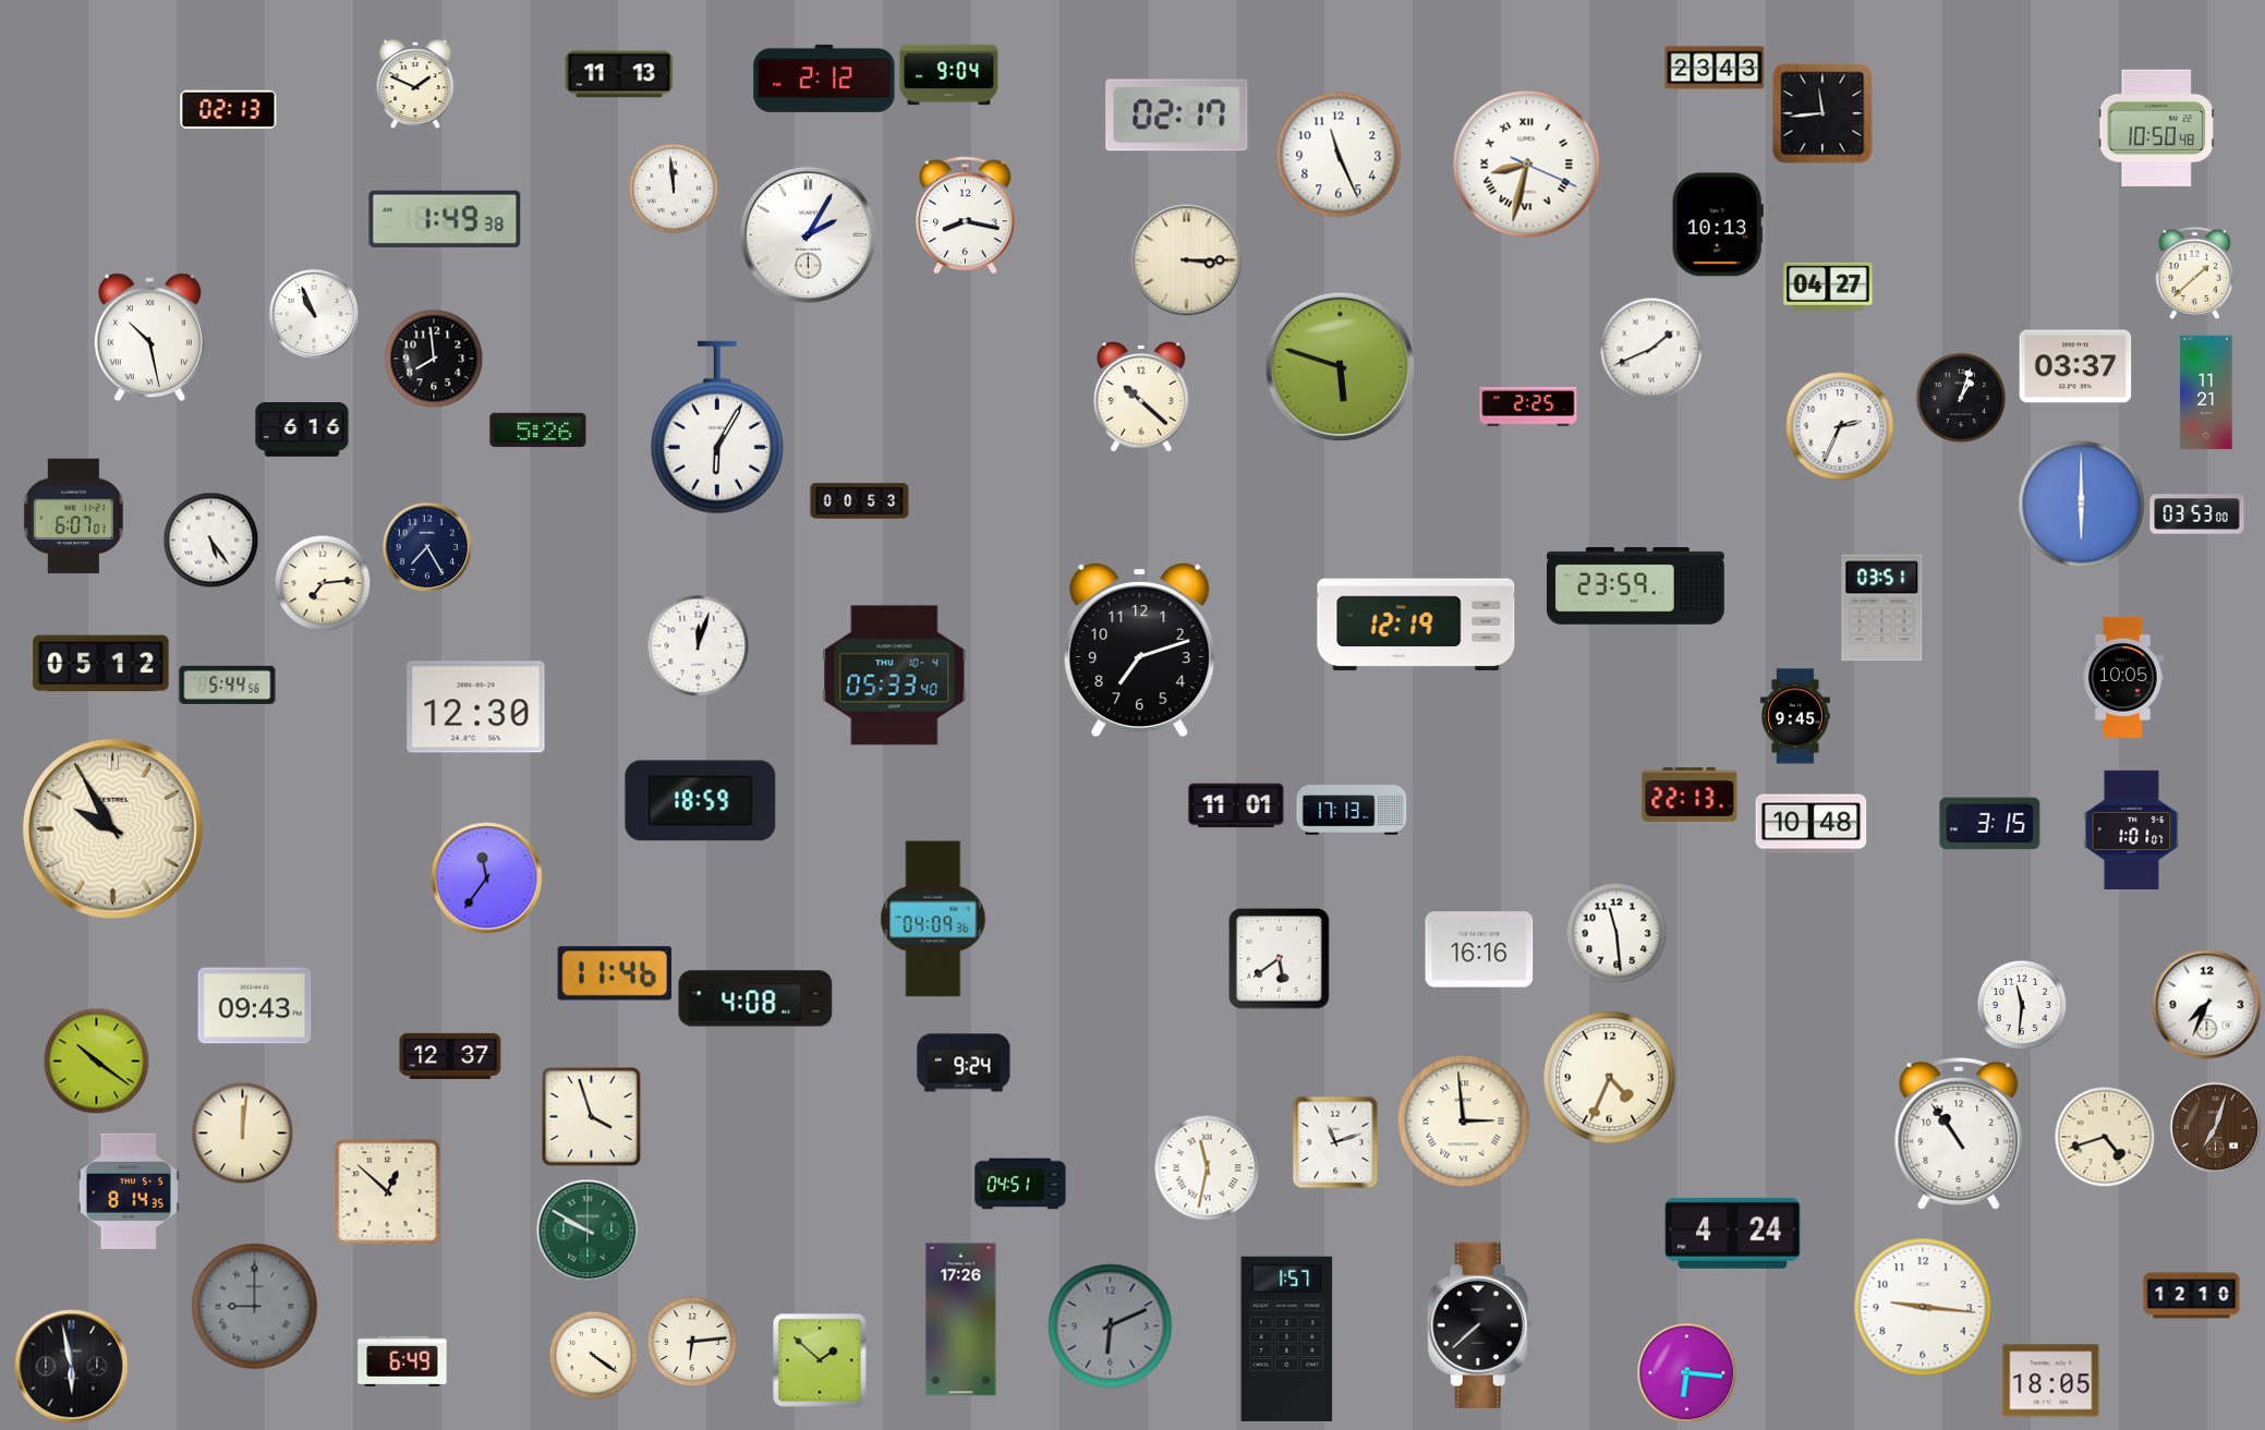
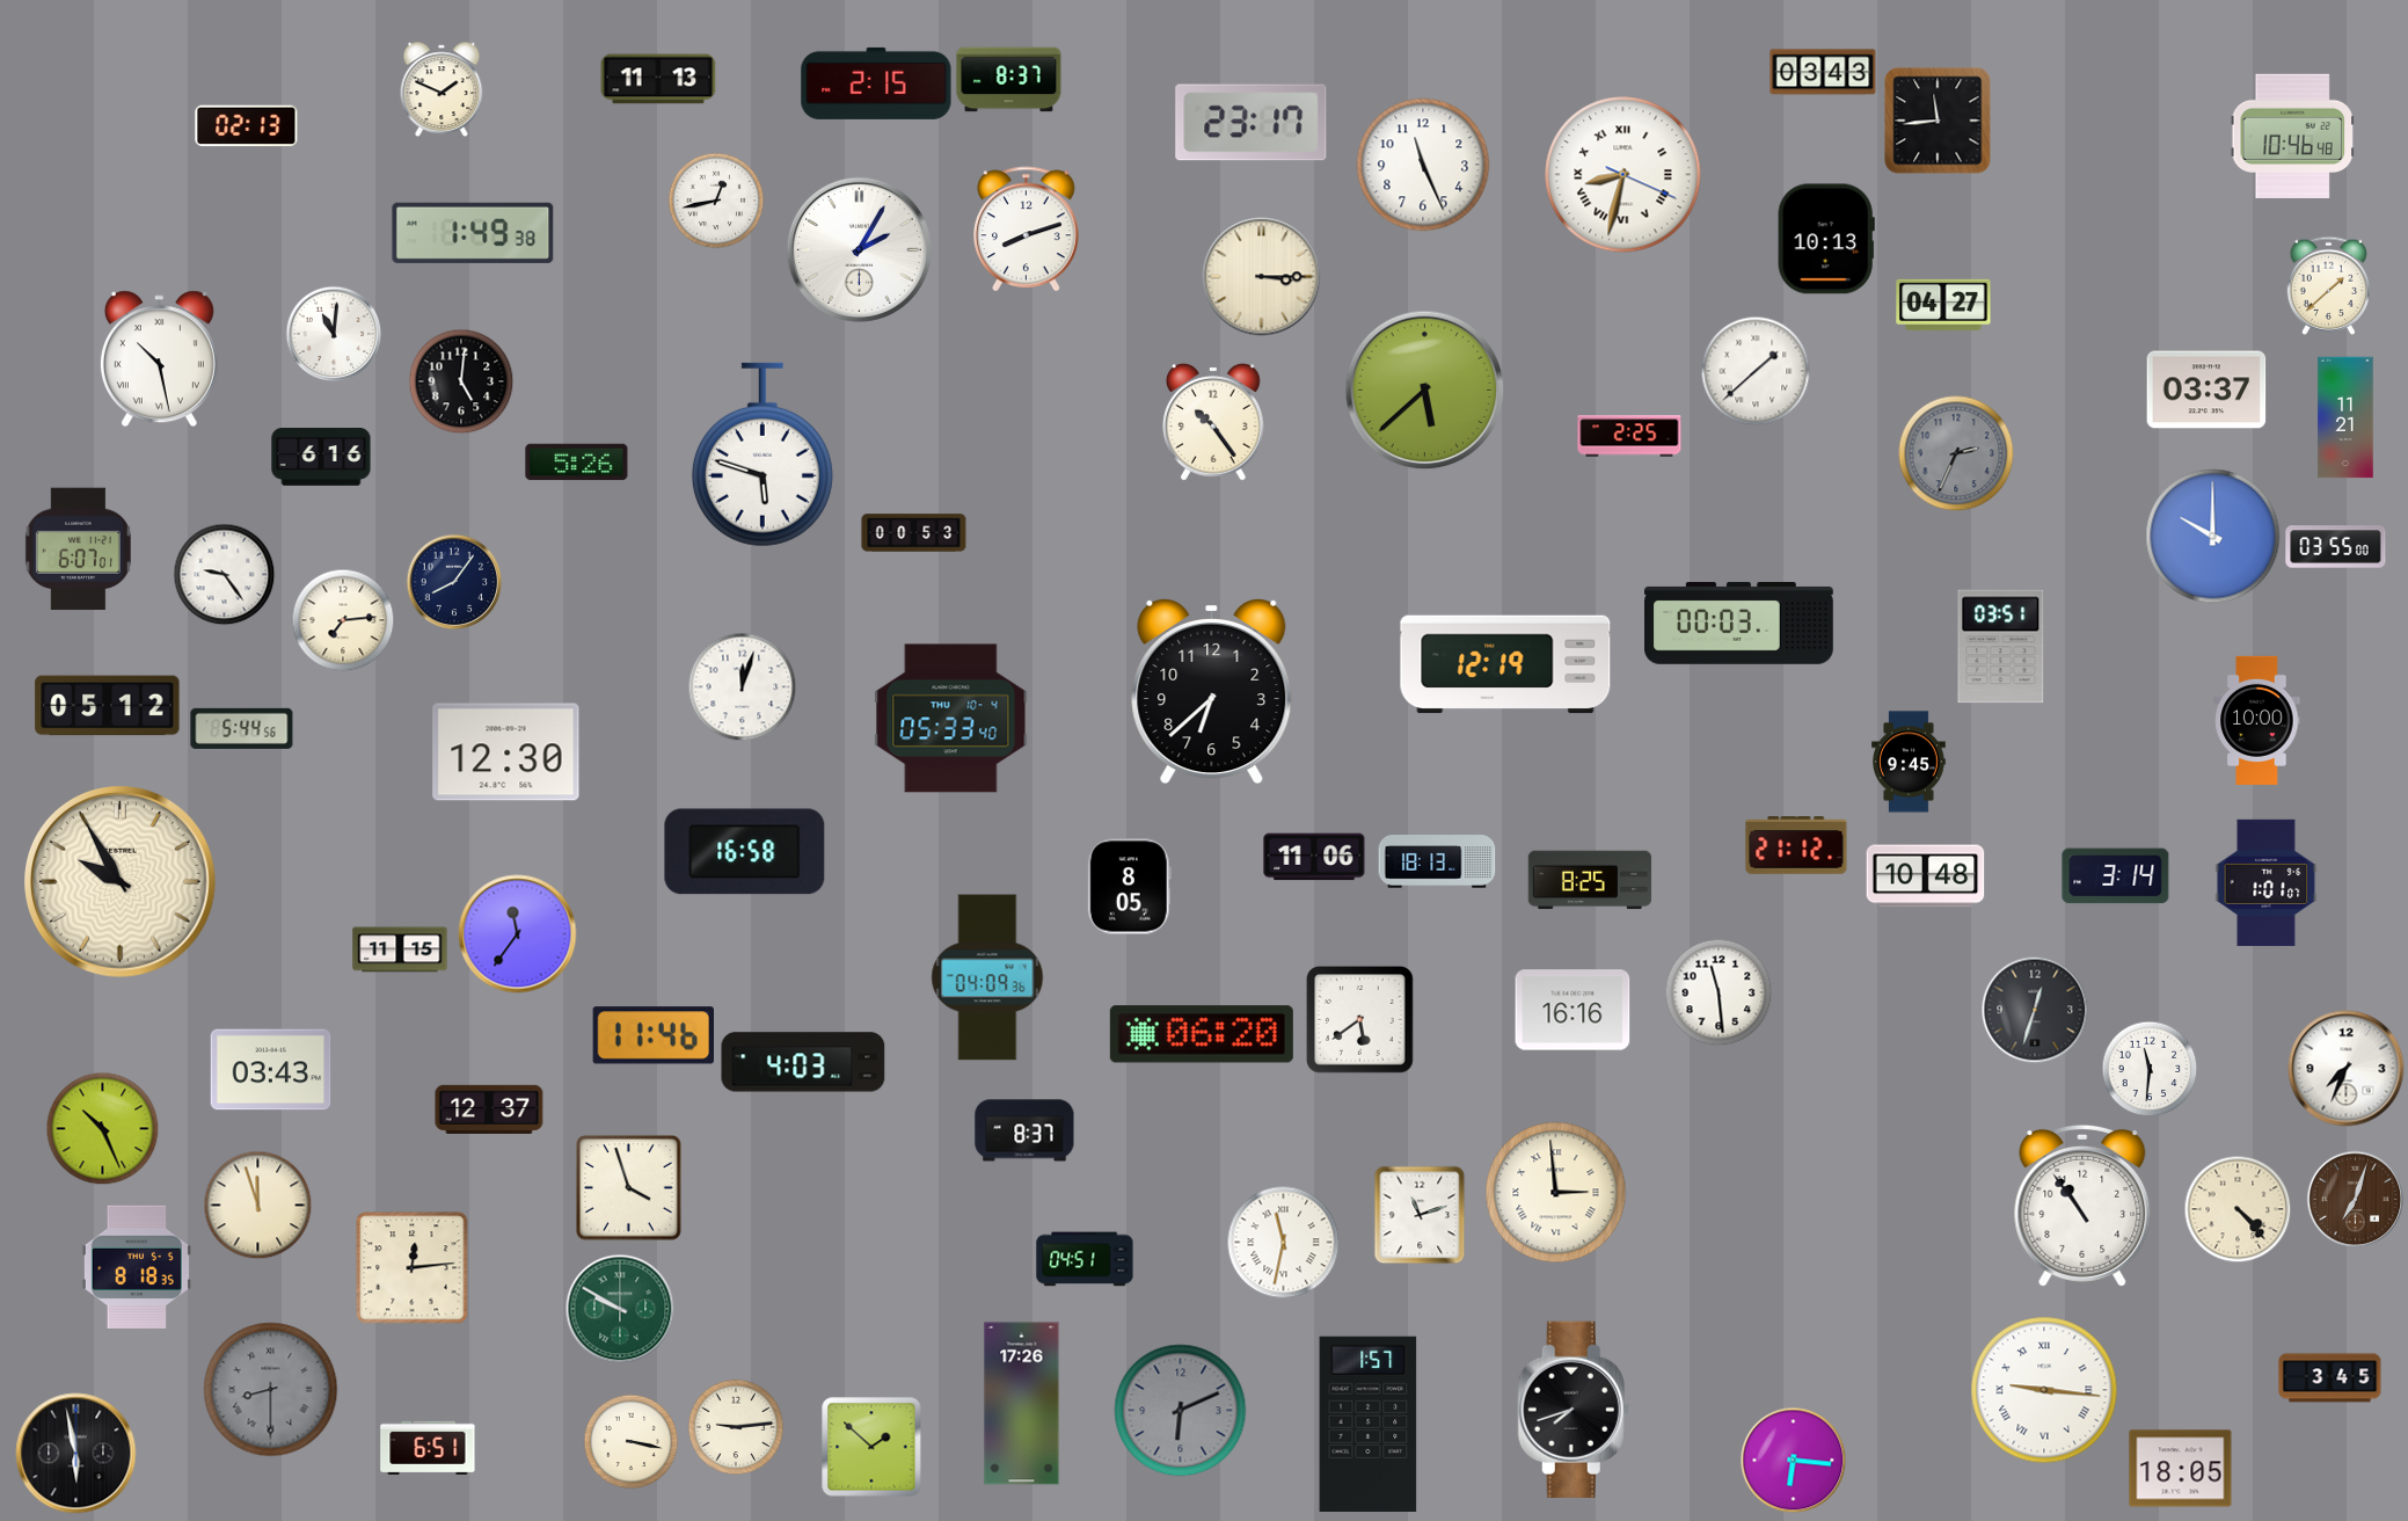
clock at (1715, 68): 23:43 -> 03:43
clock at (949, 75): 9:04 -> 8:37
clock at (824, 78): 2:12 -> 2:15
clock at (229, 110) position: (229, 110) -> (247, 126)
clock at (1177, 116): 02:17 -> 23:17
clock at (2156, 128): 10:50 -> 10:46
clock at (674, 189): 11:59 -> 12:43
clock at (966, 216): 8:17 -> 8:12
clock at (2194, 272) position: (2194, 272) -> (2328, 285)
clock at (314, 314): 10:56 -> 11:01
clock at (1651, 349): 1:41 -> 1:38
clock at (434, 359): 7:59 -> 5:01
clock at (1341, 367): 5:48 -> 5:38
clock at (1142, 398): 10:22 -> 10:24
clock at (1961, 398): 1:03 -> none
clock at (1528, 407) position: (1528, 407) -> (1629, 436)
clock at (1840, 426) dial: white -> grey
clock at (717, 427): 6:05 -> 5:48
clock at (538, 431) position: (538, 431) -> (577, 463)
clock at (2082, 505): 6:00 -> 10:00
clock at (2197, 514): 03:53 -> 03:55
clock at (210, 540): 5:24 -> 9:24
clock at (427, 547): 7:25 -> 8:06
clock at (1636, 586): 23:59 -> 00:03
clock at (1140, 650): 7:12 -> 6:38
clock at (2123, 677): 10:05 -> 10:00
clock at (1689, 795): 22:13 -> 21:12
clock at (701, 801): 18:59 -> 16:58
clock at (1236, 805): 11:01 -> 11:06
clock at (1352, 810): 17:13 -> 18:13
clock at (1990, 824): 3:15 -> 3:14
clock at (1590, 880): none -> 8:25
clock at (1129, 887): none -> 8:05
clock at (400, 949): none -> 11:15
clock at (933, 919) position: (933, 919) -> (987, 977)
clock at (2035, 1010): none -> 12:33
clock at (1202, 1034): none -> 06:20
clock at (755, 998): 4:08 -> 4:03
clock at (255, 1006): 09:43 -> 03:43
clock at (450, 1056) position: (450, 1056) -> (489, 1109)
clock at (96, 1061): 10:21 -> 10:26
clock at (964, 1063): 9:24 -> 8:37
clock at (1610, 1078): 4:34 -> none
clock at (242, 1132): 12:01 -> 11:57
clock at (2105, 1137): 4:42 -> 4:23
clock at (129, 1190): 8:14 -> 8:18
clock at (388, 1192): 12:52 -> 12:14
clock at (588, 1231) position: (588, 1231) -> (620, 1309)
clock at (1733, 1233): 4:24 -> none
clock at (2192, 1296): 12:10 -> 3:45
clock at (255, 1307): 9:00 -> 8:30
clock at (1923, 1307) numerals: Arabic -> Roman
clock at (1480, 1325): 7:38 -> 7:42
clock at (692, 1342): 6:14 -> 9:14
clock at (593, 1355): 4:21 -> 3:17
clock at (402, 1360): 6:49 -> 6:51
